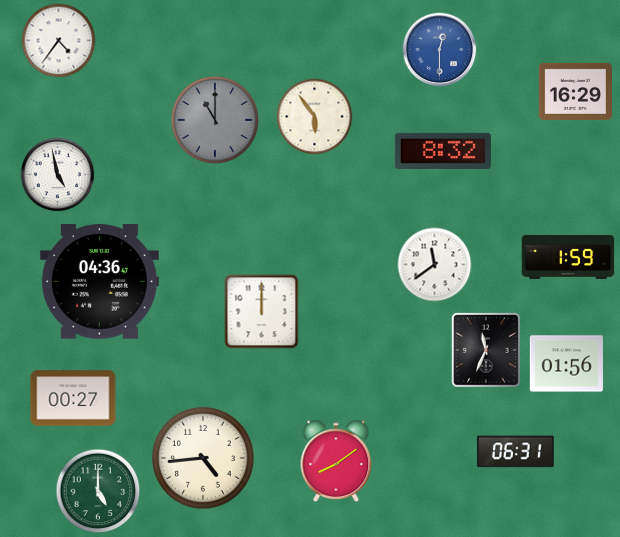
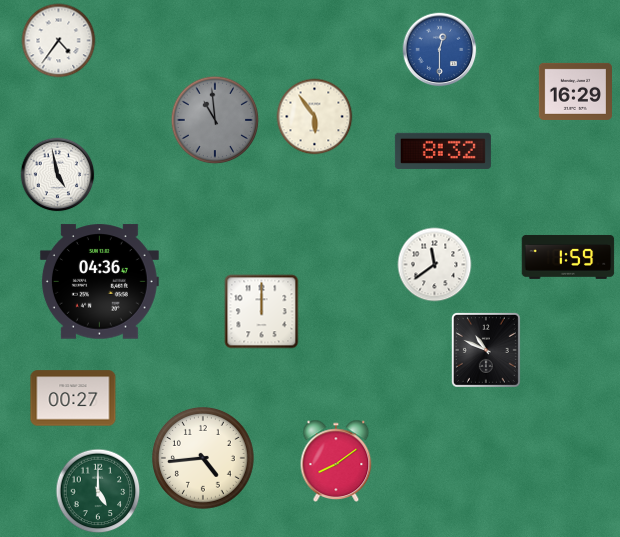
clock at (215, 120): 11:00 -> 10:59
clock at (486, 350): 11:34 -> 10:49
clock at (566, 364): 01:56 -> none
clock at (516, 452): 06:31 -> none
